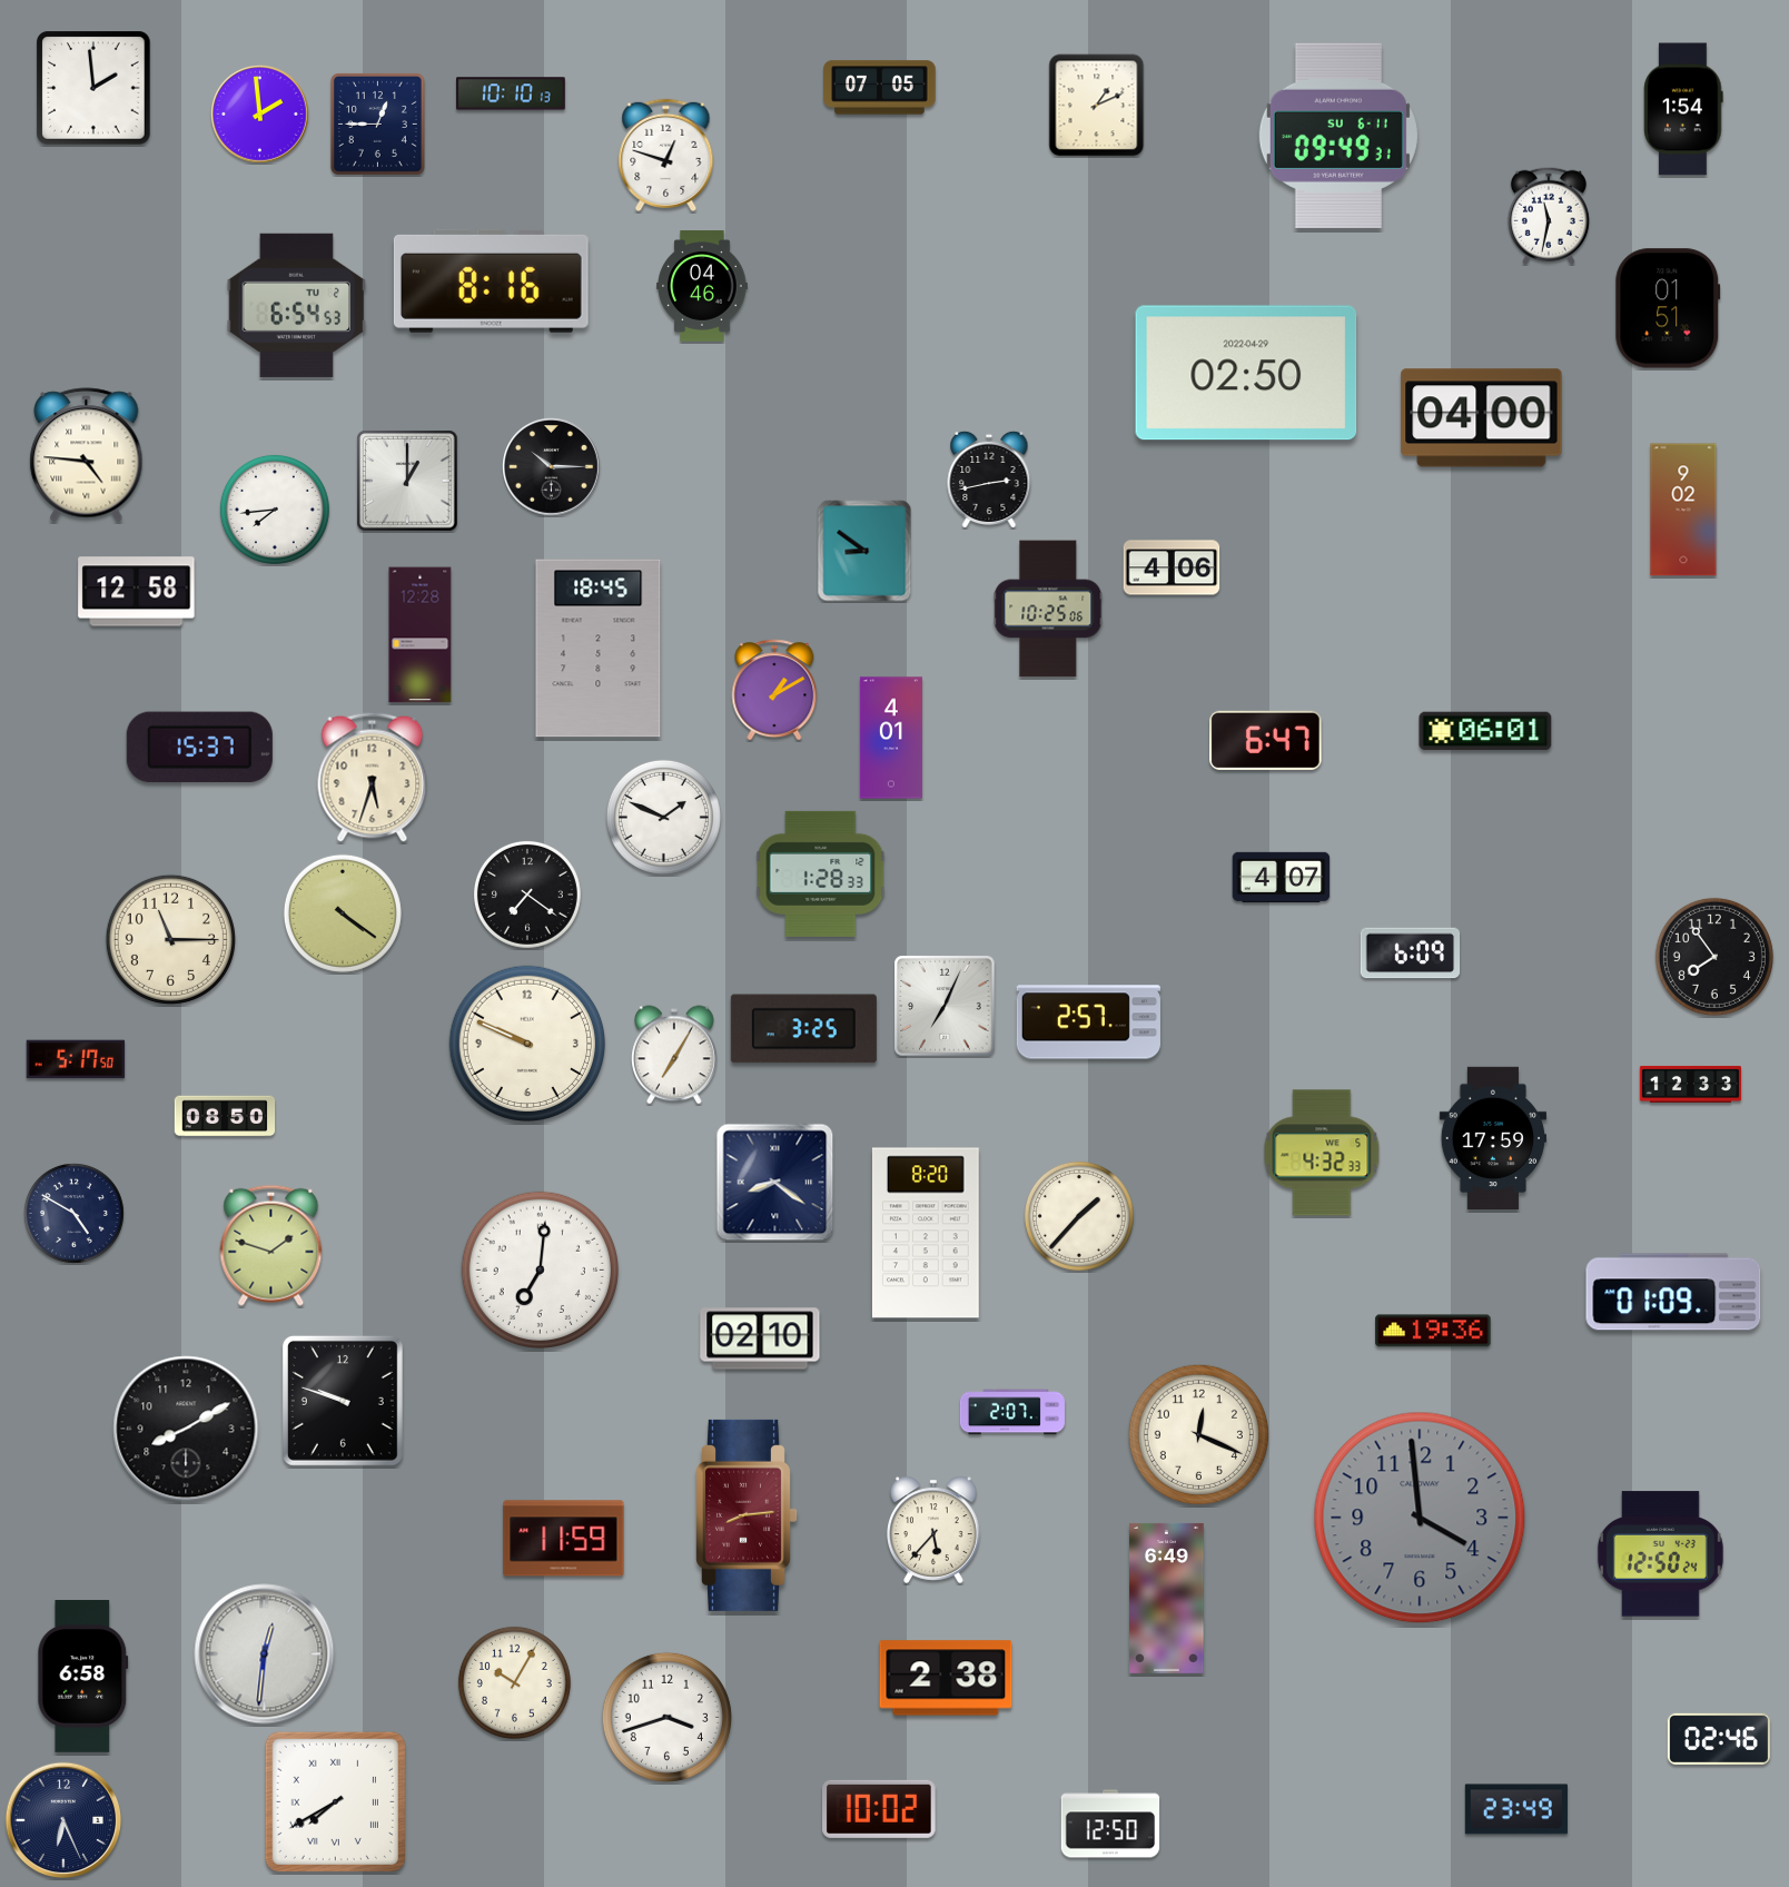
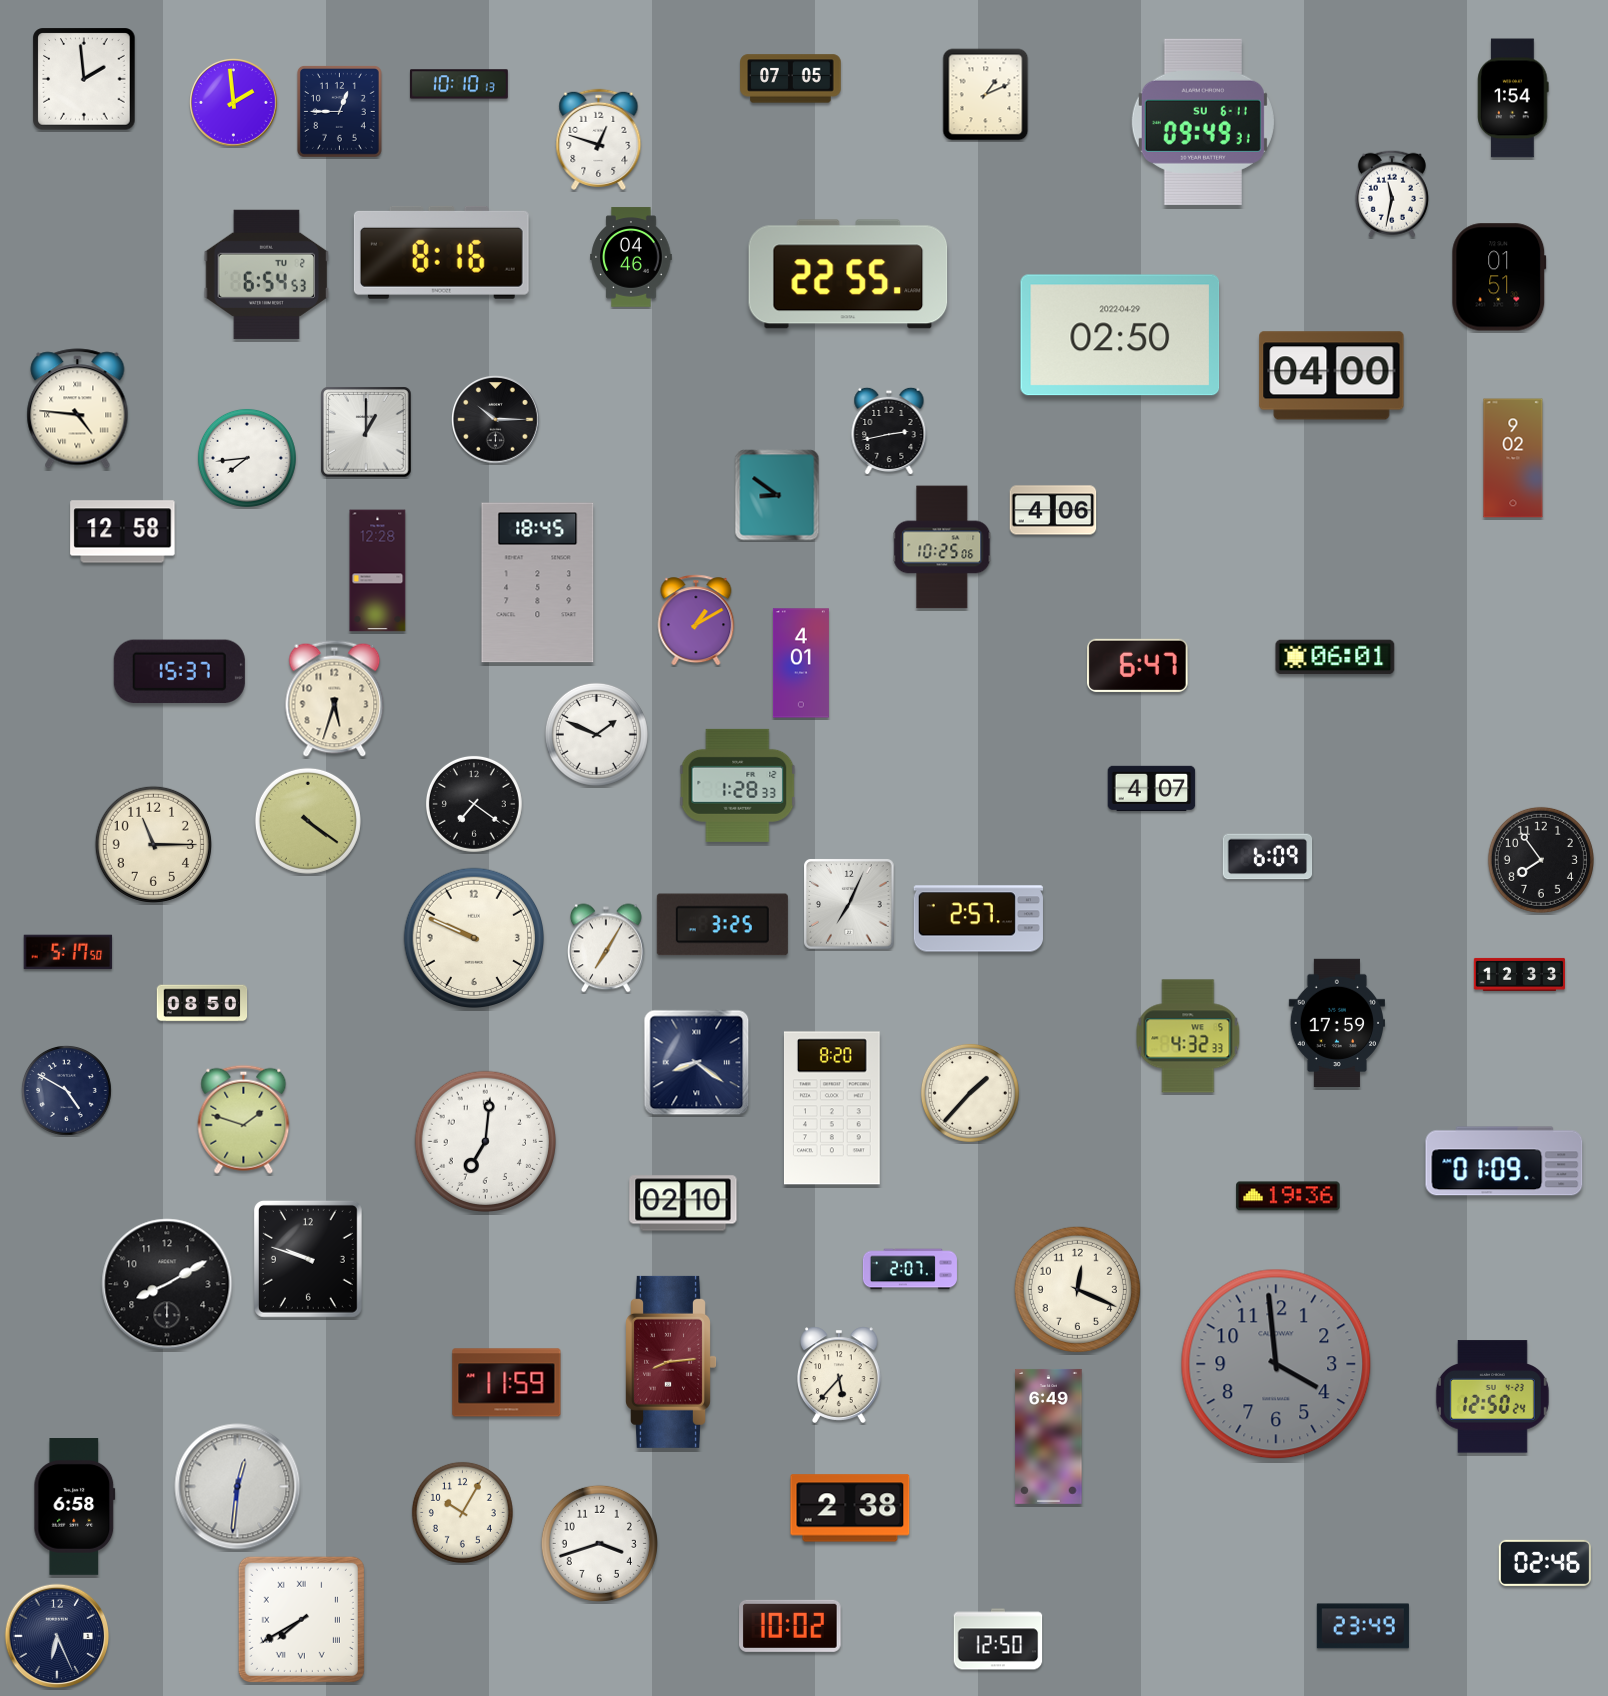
clock at (848, 274): none -> 22:55
clock at (1492, 1137) position: (1492, 1137) -> (1336, 1022)
